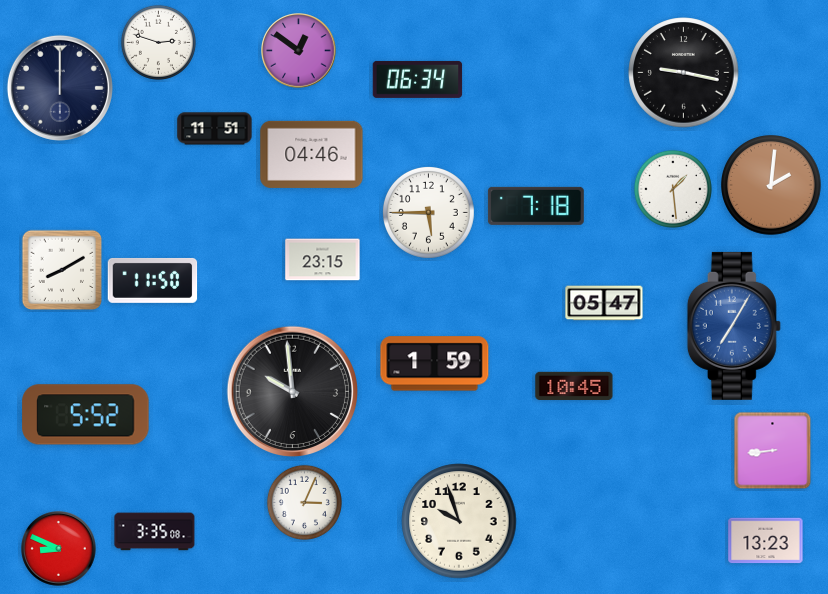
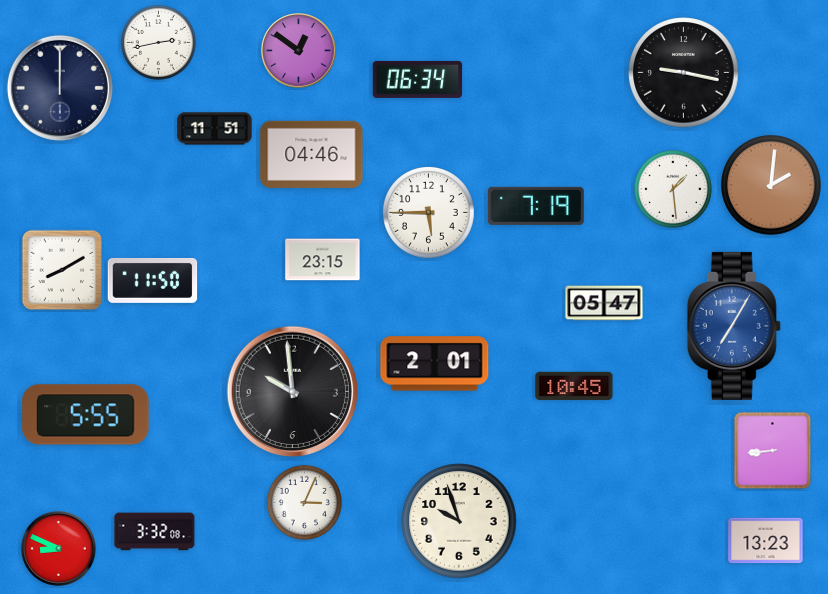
clock at (158, 42): 2:48 -> 2:43
clock at (536, 206): 7:18 -> 7:19
clock at (435, 364): 1:59 -> 2:01
clock at (86, 415): 5:52 -> 5:55
clock at (155, 532): 3:35 -> 3:32
